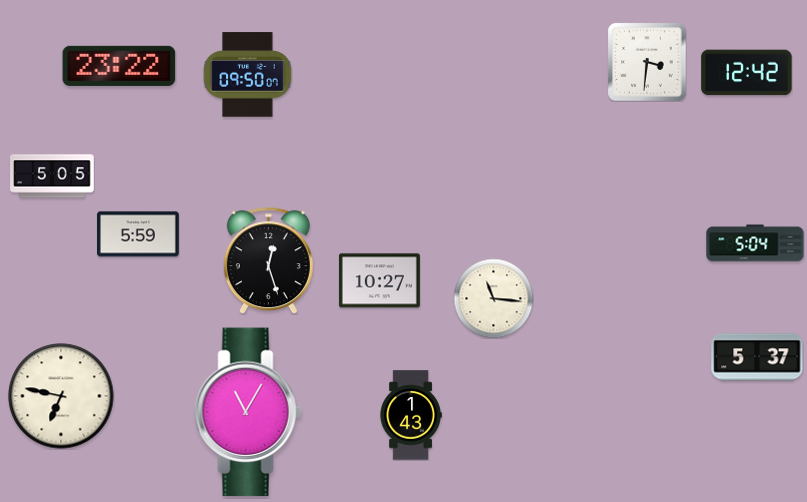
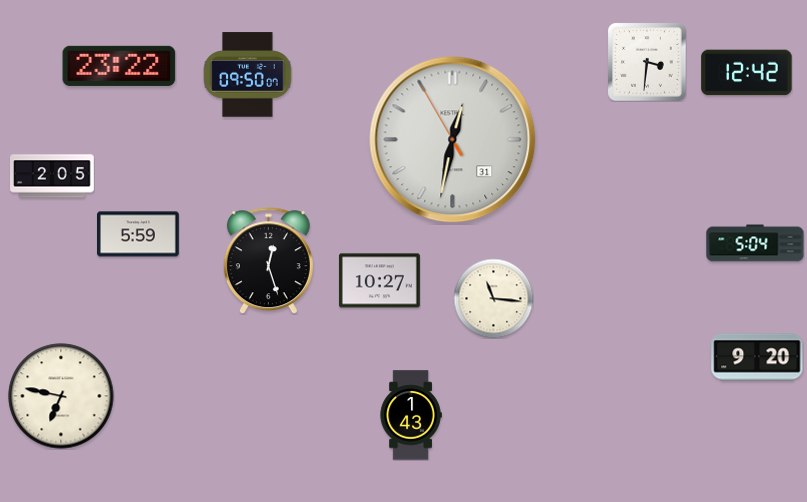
clock at (453, 140): none -> 12:31
clock at (52, 176): 5:05 -> 2:05
clock at (757, 357): 5:37 -> 9:20
clock at (248, 412): 11:05 -> none
